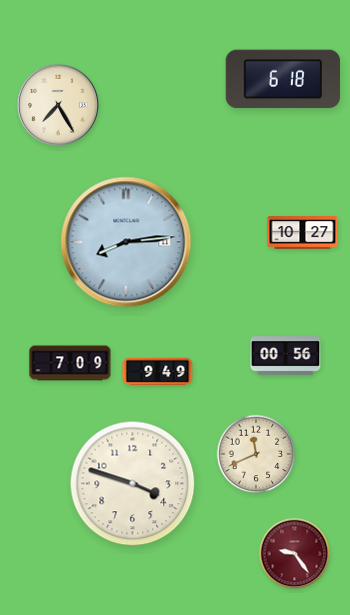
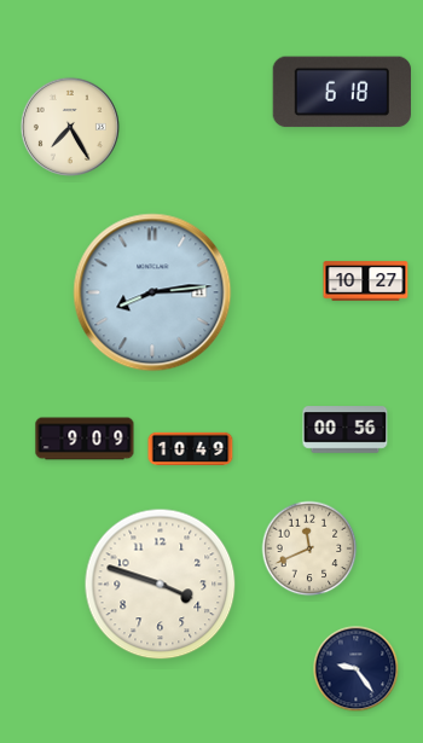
clock at (282, 79) position: (282, 79) -> (341, 92)
clock at (70, 363): 7:09 -> 9:09
clock at (158, 371): 9:49 -> 10:49
clock at (295, 554) dial: burgundy -> navy
